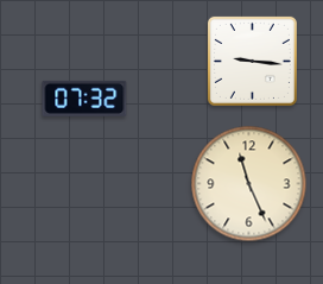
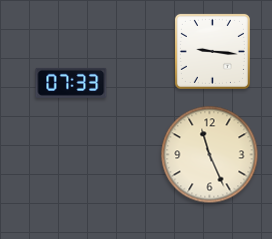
clock at (84, 99): 07:32 -> 07:33
